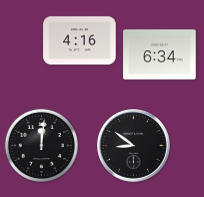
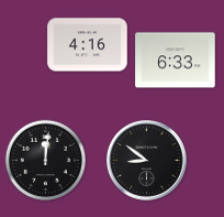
clock at (160, 55): 6:34 -> 6:33
